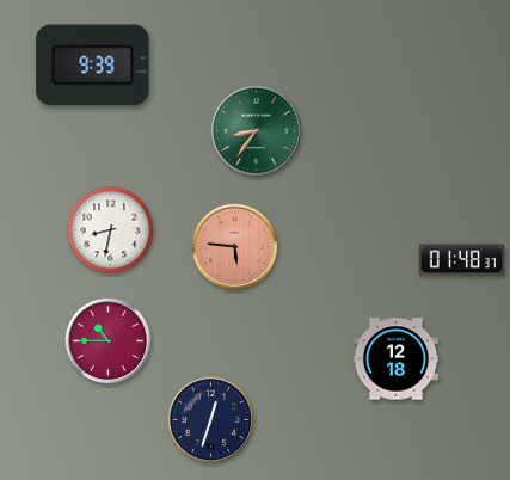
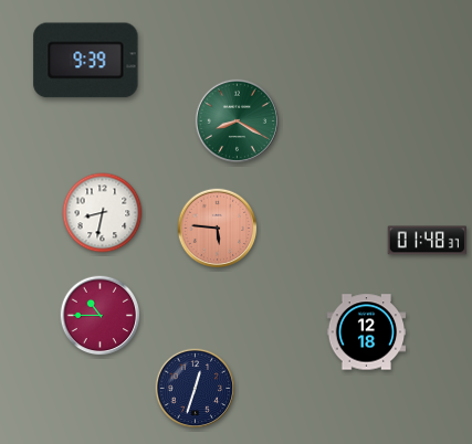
clock at (256, 130): 8:36 -> 8:20
